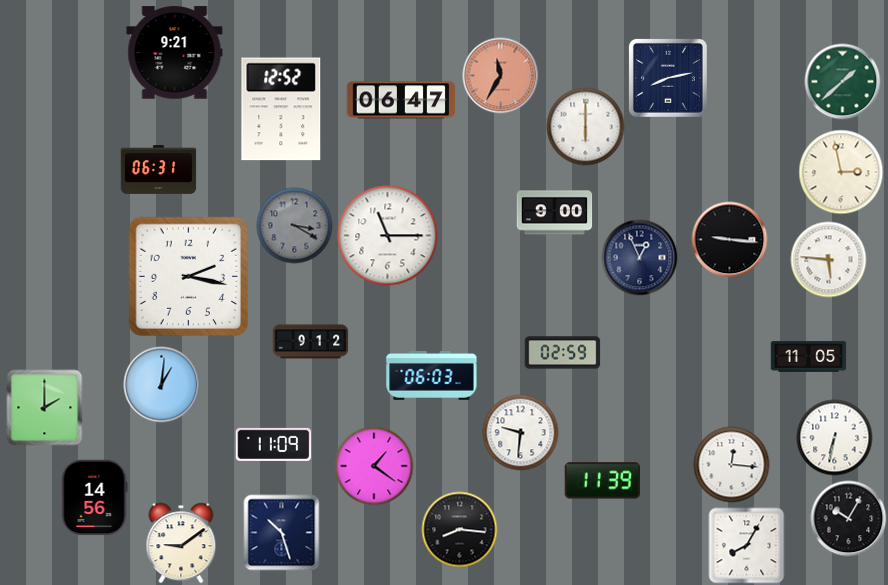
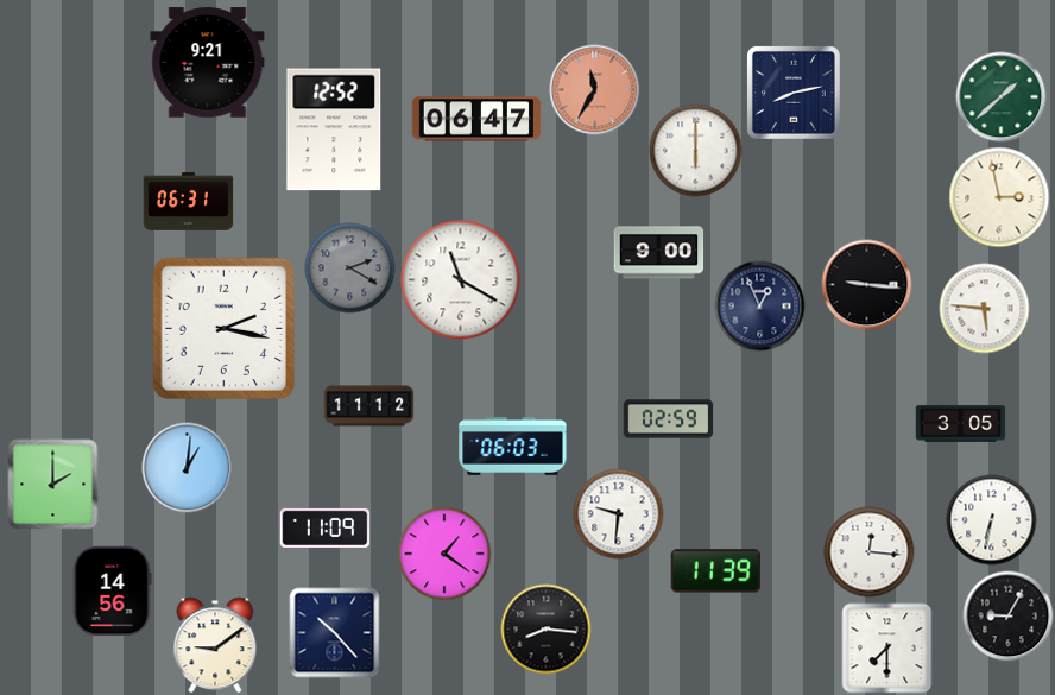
clock at (841, 172) position: (841, 172) -> (999, 197)
clock at (295, 226): 3:20 -> 2:20
clock at (388, 236): 11:15 -> 11:20
clock at (311, 342): 9:12 -> 11:12
clock at (809, 357): 11:05 -> 3:05
clock at (162, 385) position: (162, 385) -> (188, 468)
clock at (849, 519): 10:05 -> 9:05
clock at (282, 533): 10:27 -> 10:23
clock at (747, 546): 8:05 -> 7:30
